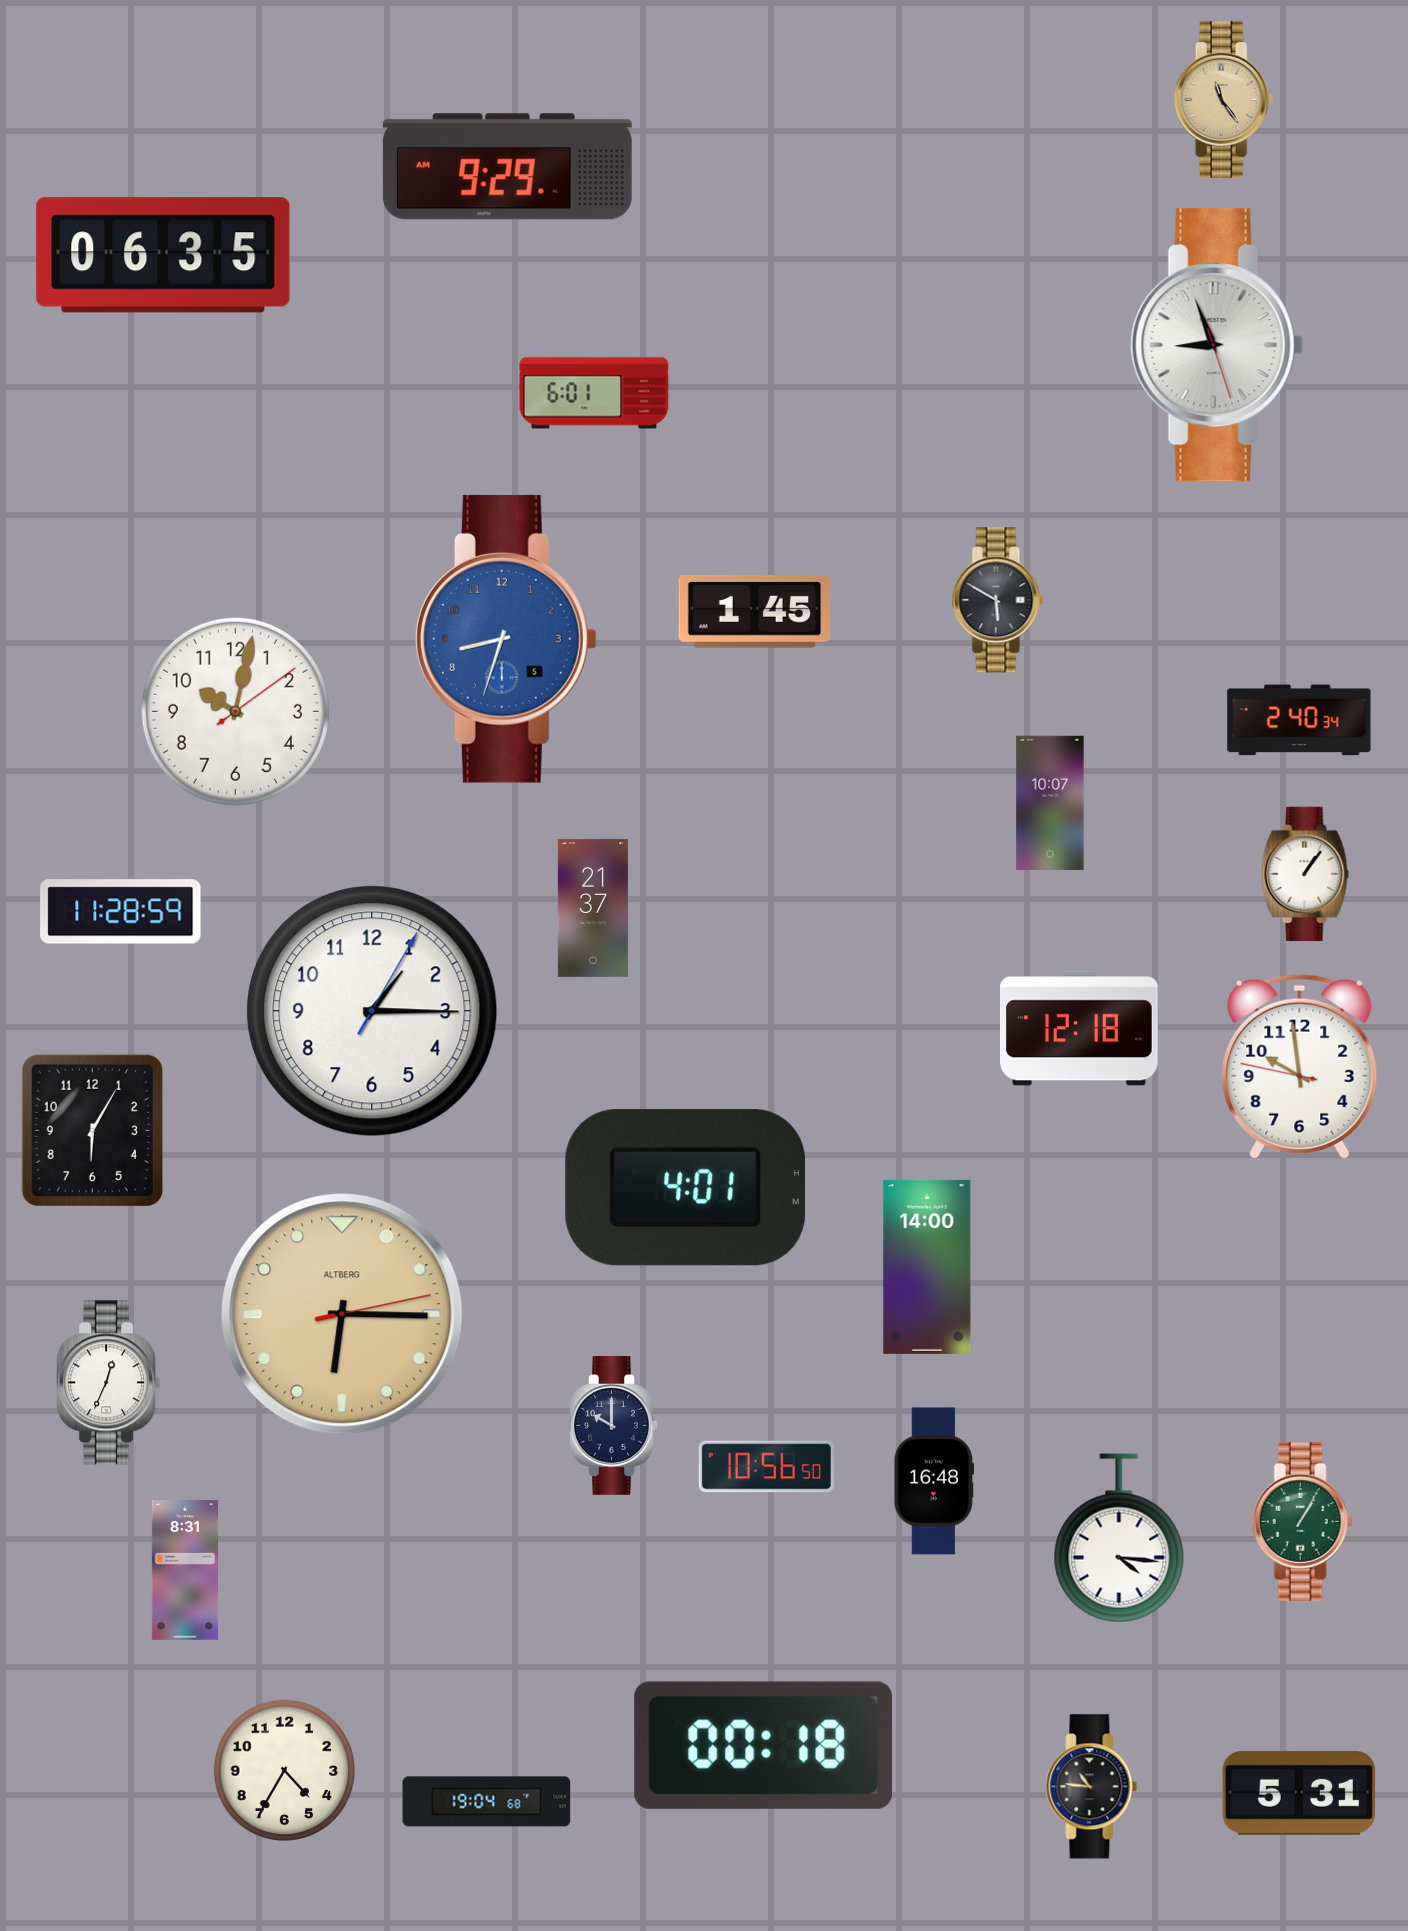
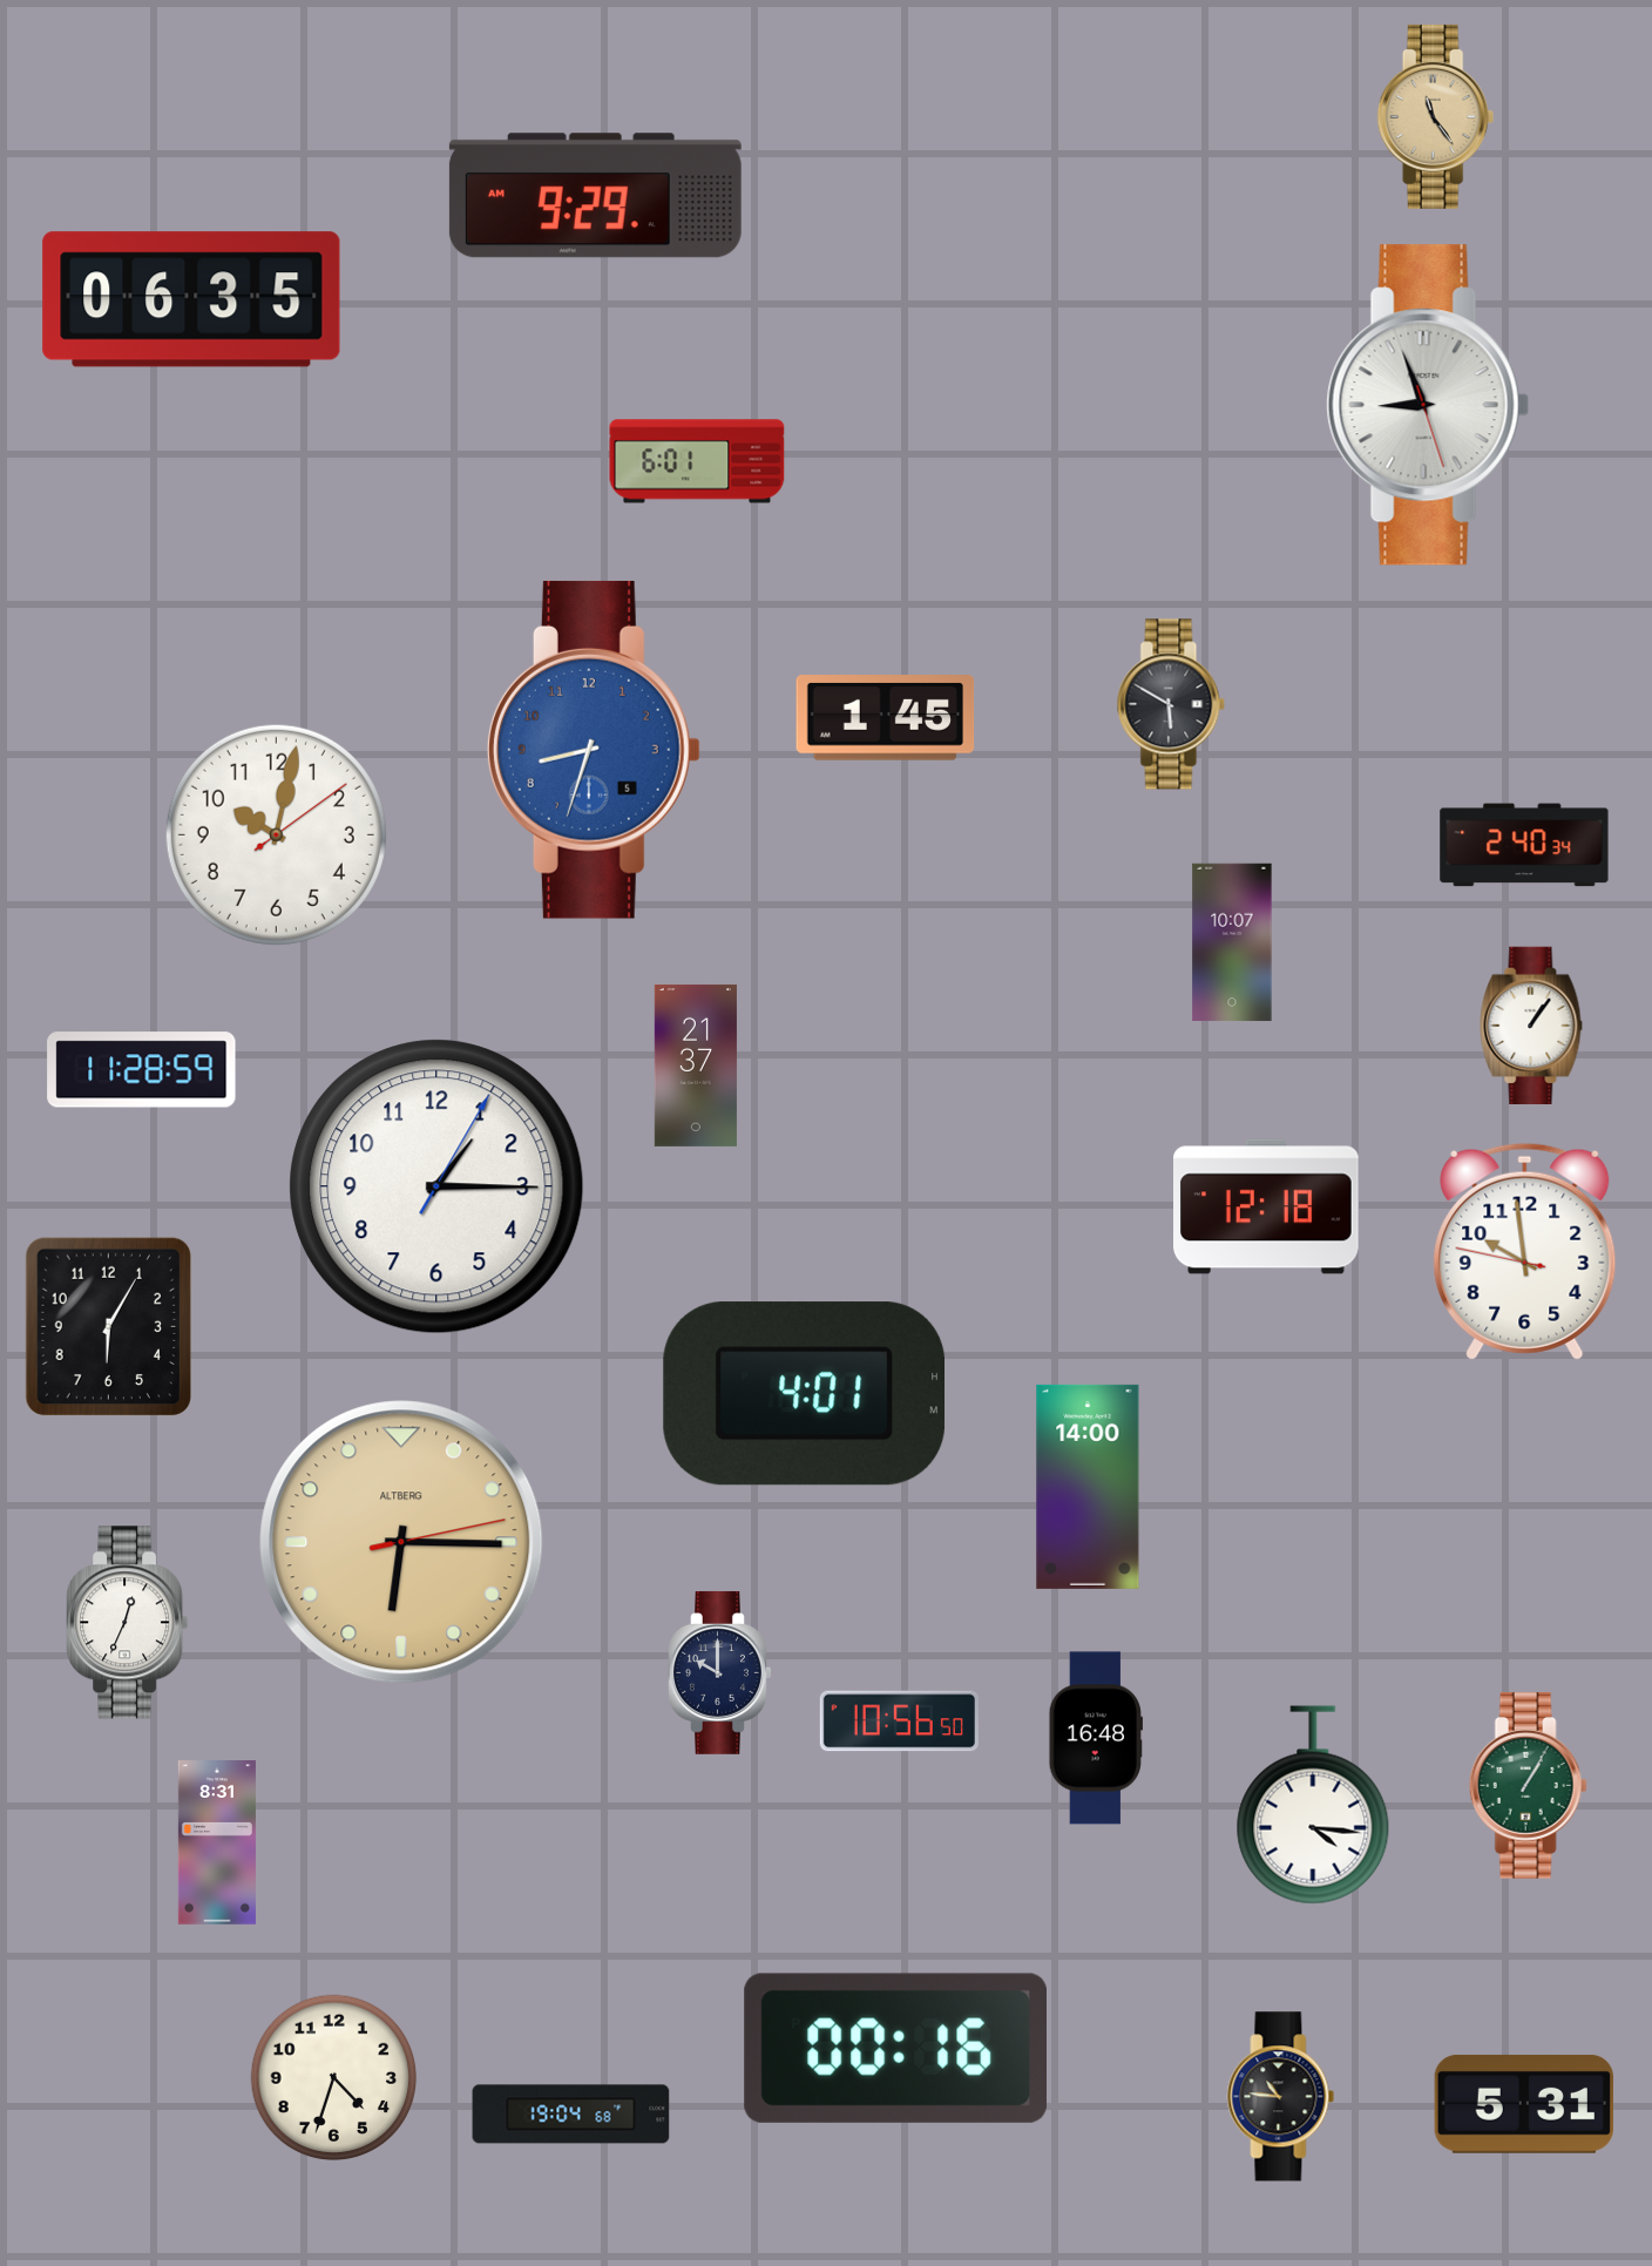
clock at (763, 1745): 00:18 -> 00:16
clock at (285, 1771): 4:35 -> 4:33
